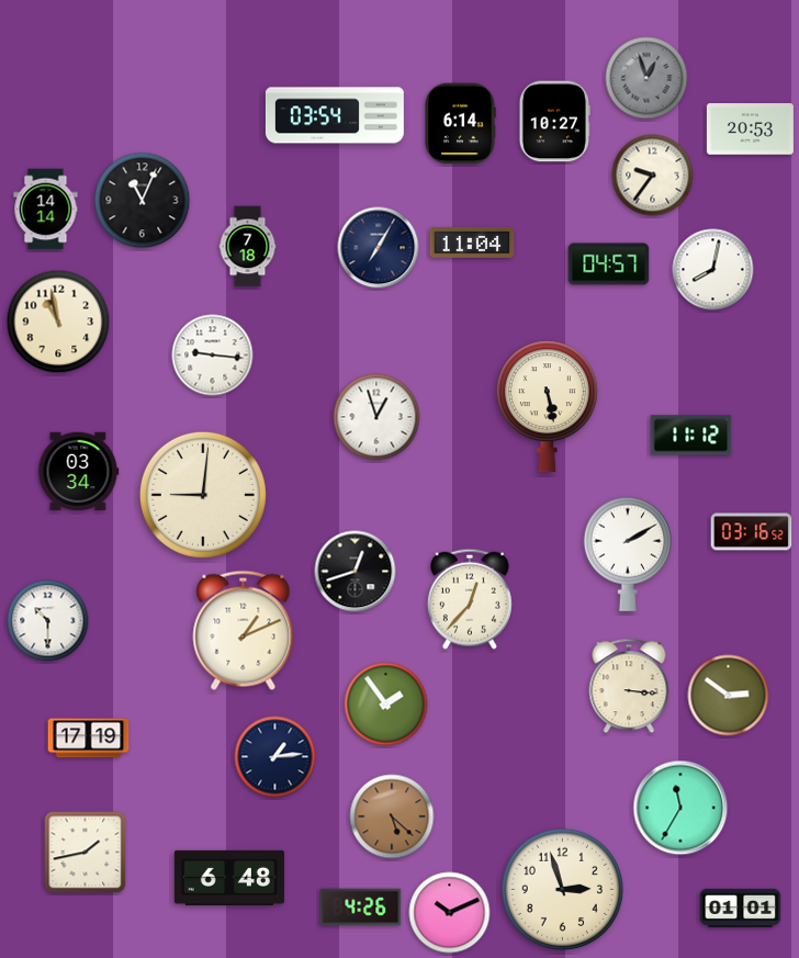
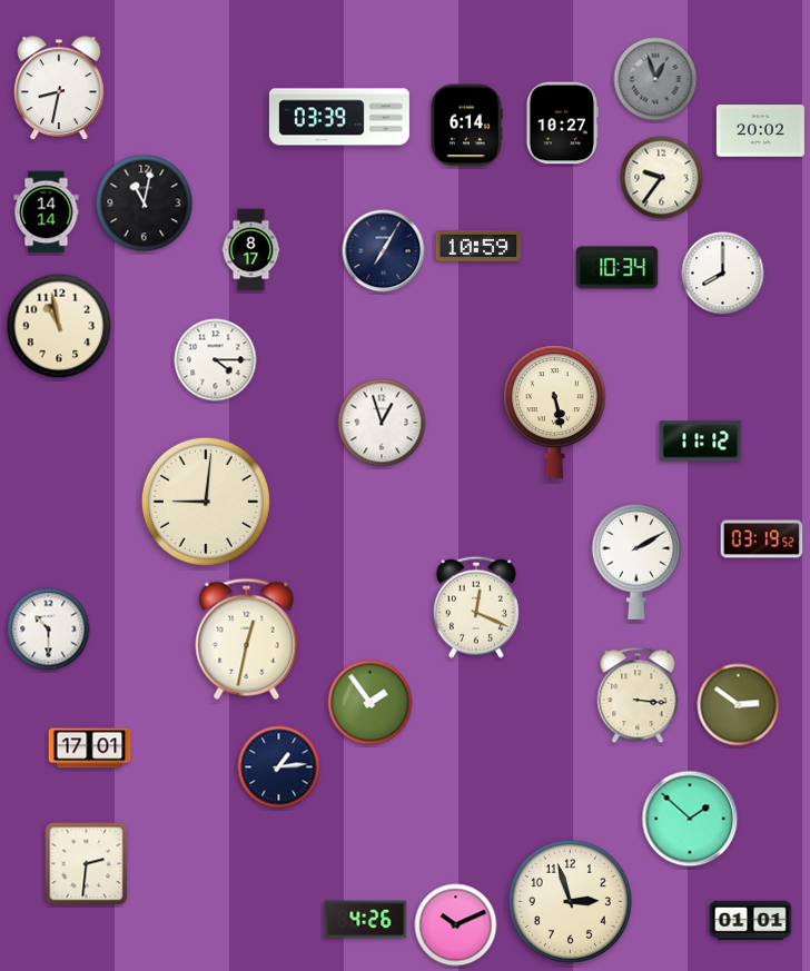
clock at (59, 88): none -> 8:32
clock at (335, 115): 03:54 -> 03:39
clock at (750, 129): 20:53 -> 20:02
clock at (143, 201): 11:04 -> 11:02
clock at (472, 243): 11:04 -> 10:59
clock at (248, 247): 7:18 -> 8:17
clock at (609, 264): 04:57 -> 10:34
clock at (713, 270): 8:02 -> 8:00
clock at (213, 356): 9:16 -> 4:15
clock at (79, 472): 03:34 -> none
clock at (752, 532): 03:16 -> 03:19
clock at (356, 572): 12:42 -> none
clock at (470, 599): 12:37 -> 12:19
clock at (244, 630): 1:11 -> 12:32
clock at (386, 705) position: (386, 705) -> (371, 703)
clock at (89, 739): 17:19 -> 17:01
clock at (680, 808): 11:35 -> 1:52
clock at (392, 816): 5:22 -> none
clock at (86, 853): 1:43 -> 2:31
clock at (229, 878): 6:48 -> none
